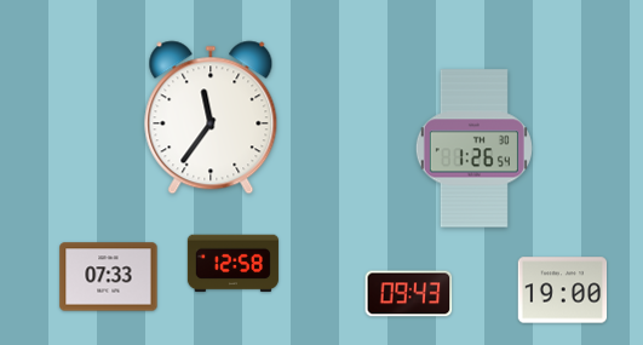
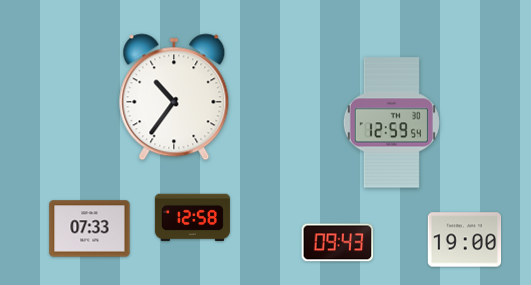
clock at (211, 117): 11:36 -> 10:36
clock at (473, 149): 1:26 -> 12:59
